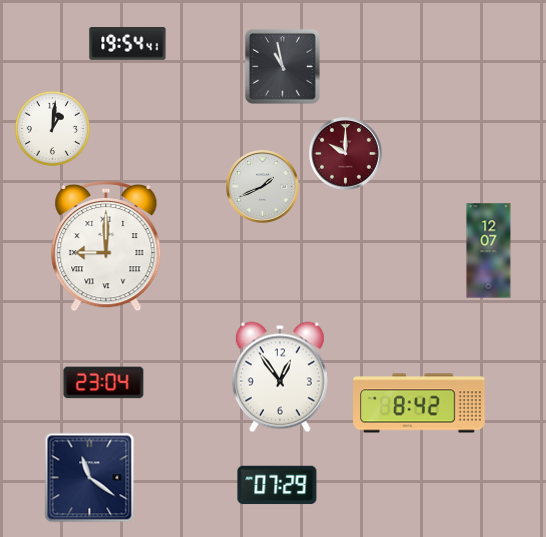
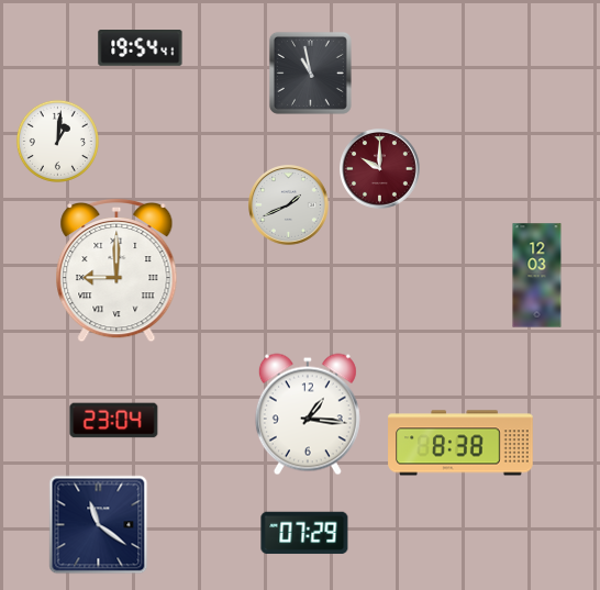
clock at (489, 251): 12:07 -> 12:03
clock at (280, 377): 12:54 -> 1:16
clock at (419, 403): 8:42 -> 8:38
